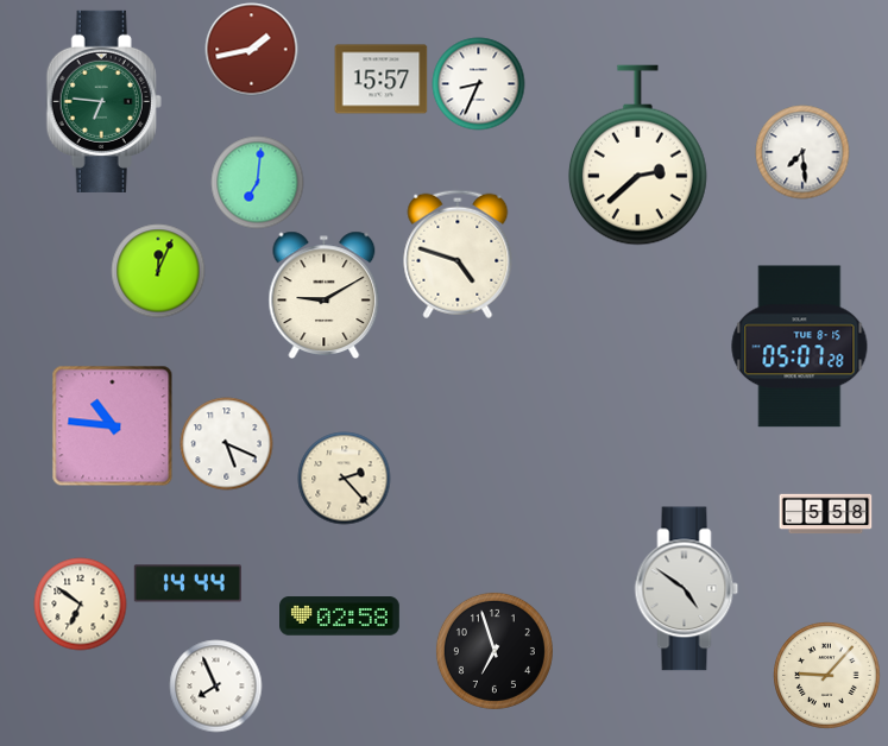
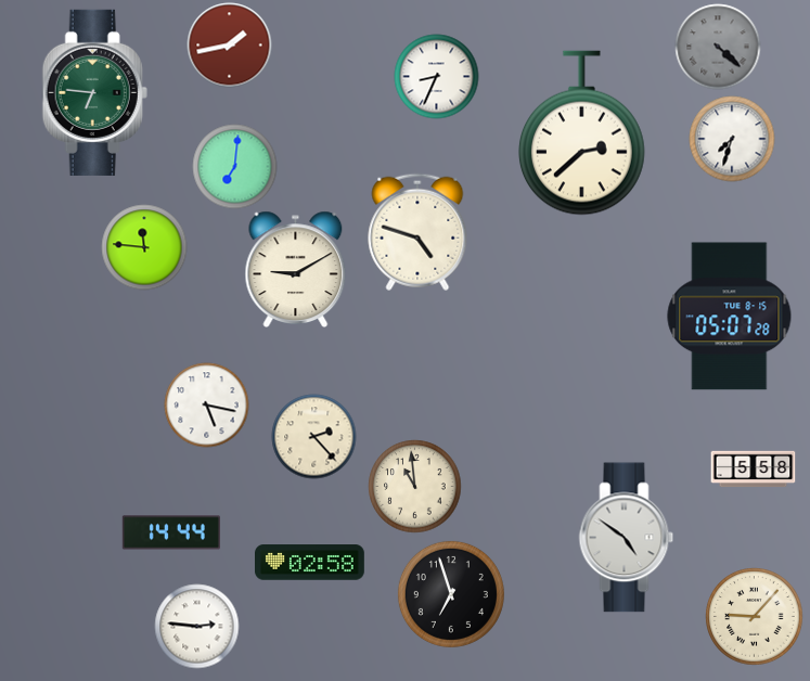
clock at (718, 47): none -> 4:22
clock at (380, 80): 15:57 -> none
clock at (802, 152): 7:29 -> 7:33
clock at (637, 156) position: (637, 156) -> (581, 133)
clock at (158, 271): 12:04 -> 11:46
clock at (112, 425): 10:46 -> none
clock at (226, 443): 5:19 -> 5:17
clock at (414, 486): none -> 10:59
clock at (80, 603): 6:51 -> none
clock at (215, 685): 7:56 -> 2:46
